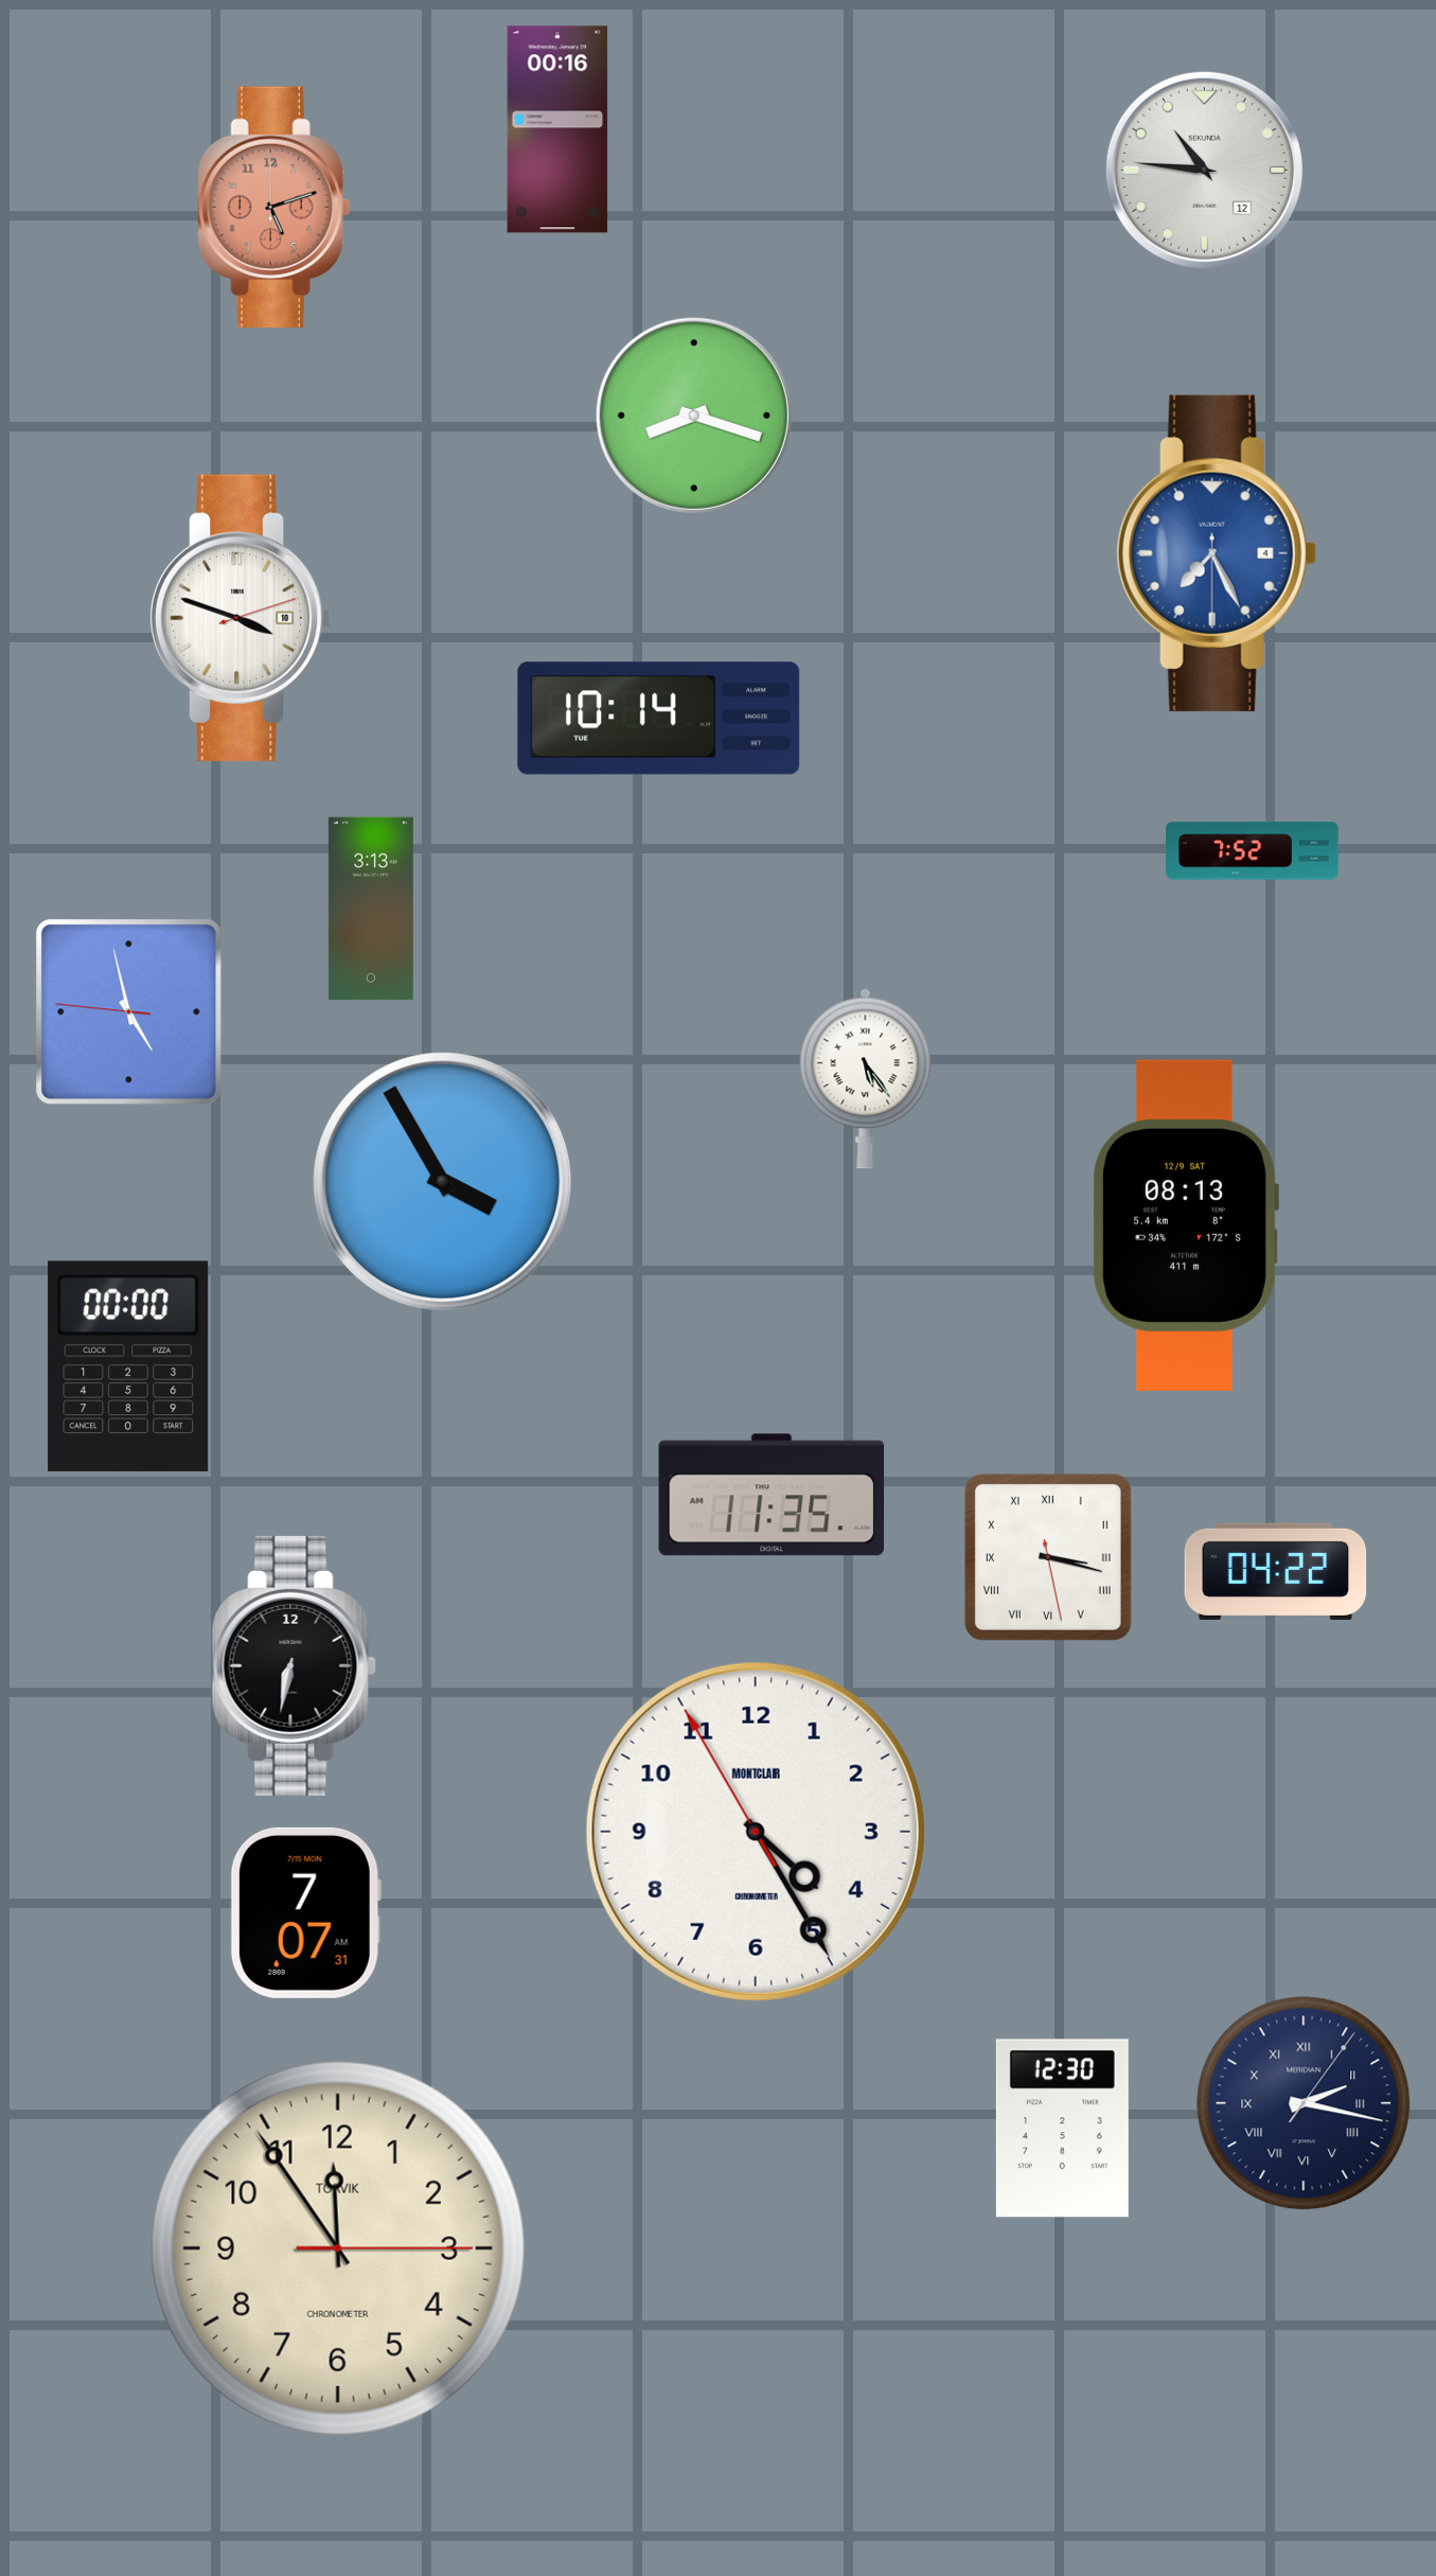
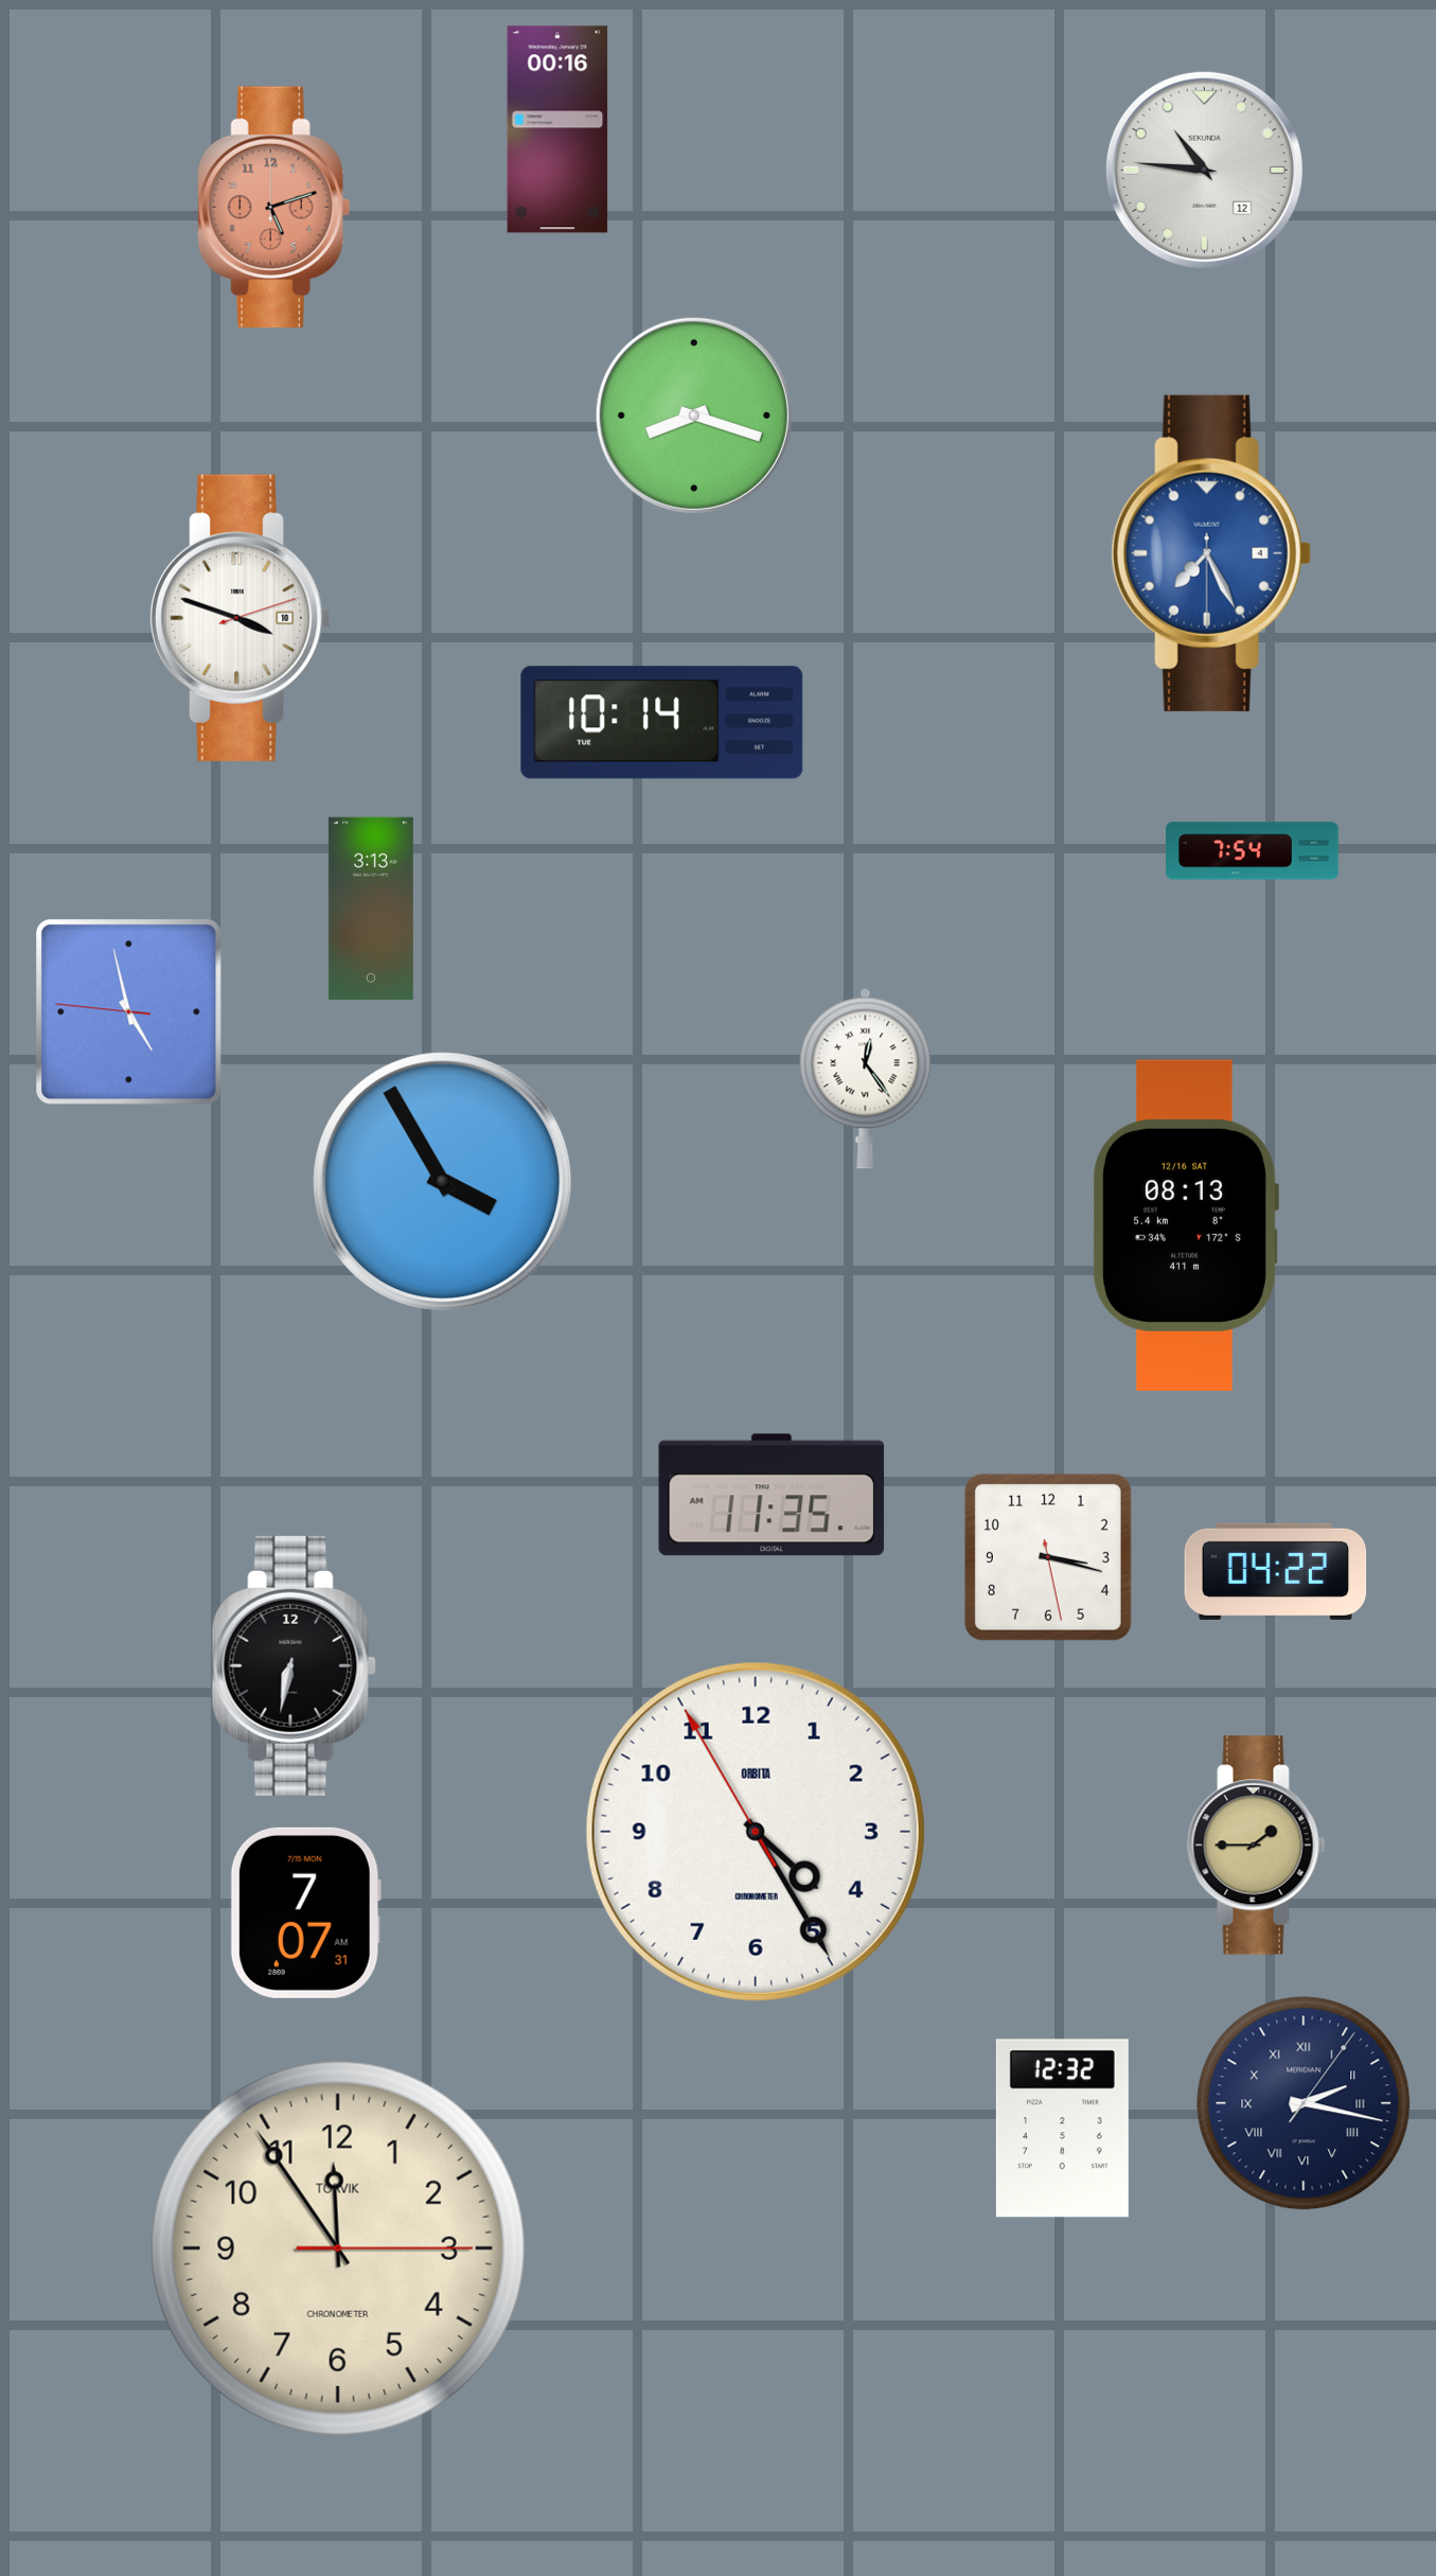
clock at (1217, 553) position: (1217, 553) -> (1211, 553)
clock at (659, 719) position: (659, 719) -> (662, 723)
clock at (1253, 851): 7:52 -> 7:54
clock at (866, 1079): 5:24 -> 12:24
clock at (1185, 1225) date: 12/9 SAT -> 12/16 SAT
clock at (128, 1366): 00:00 -> none
clock at (1048, 1557) numerals: Roman -> Arabic
clock at (756, 1832) brand: MONTCLAIR -> ORBITA
clock at (1257, 1846): none -> 1:45
clock at (1062, 2129): 12:30 -> 12:32
